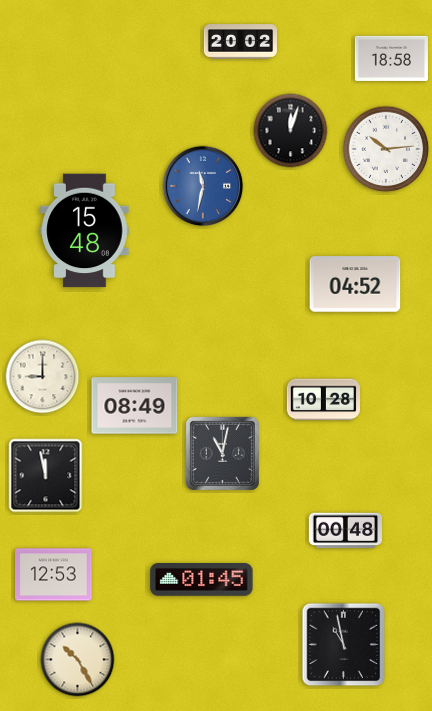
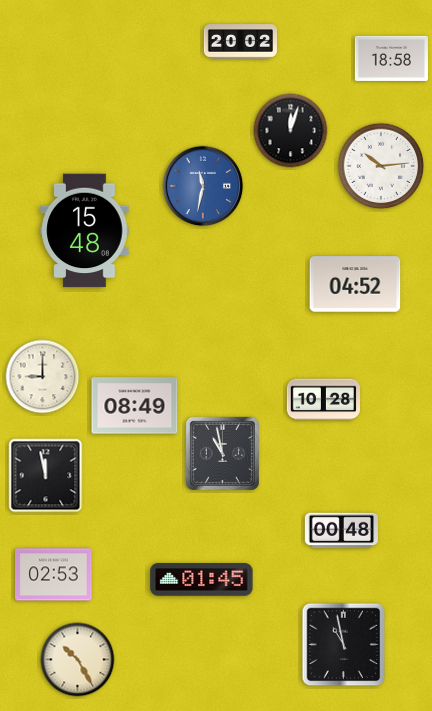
clock at (386, 149) position: (386, 149) -> (381, 166)
clock at (222, 453): 11:02 -> 10:58
clock at (345, 531) position: (345, 531) -> (341, 531)
clock at (54, 575): 12:53 -> 02:53
